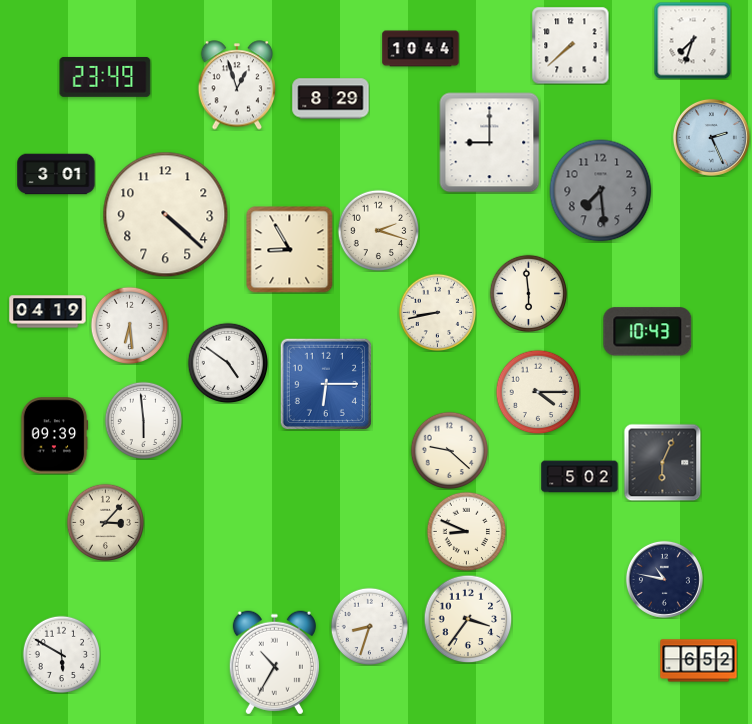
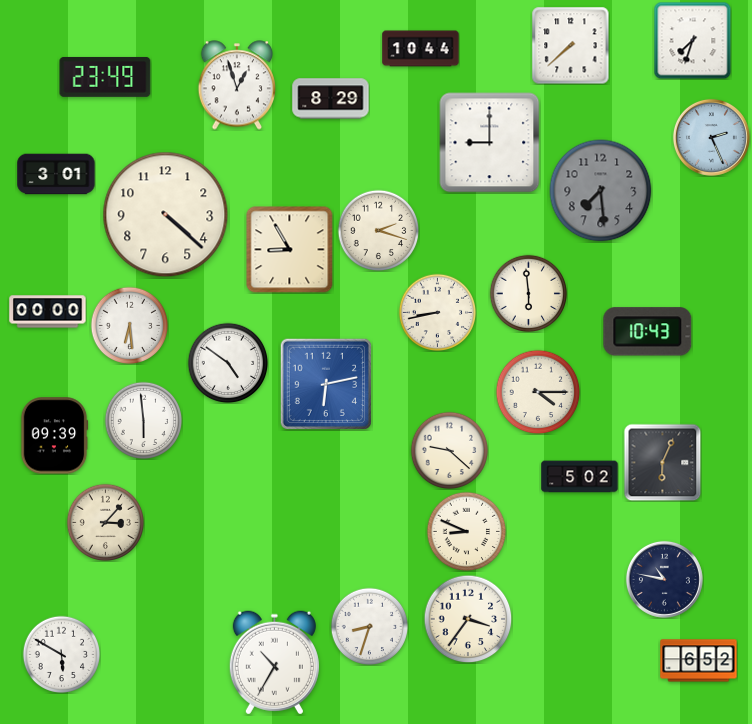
clock at (48, 312): 04:19 -> 00:00
clock at (326, 384): 6:15 -> 6:13
